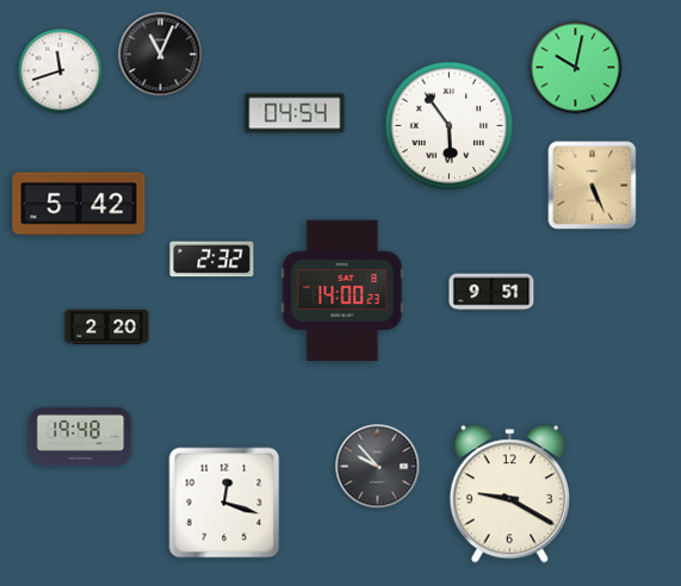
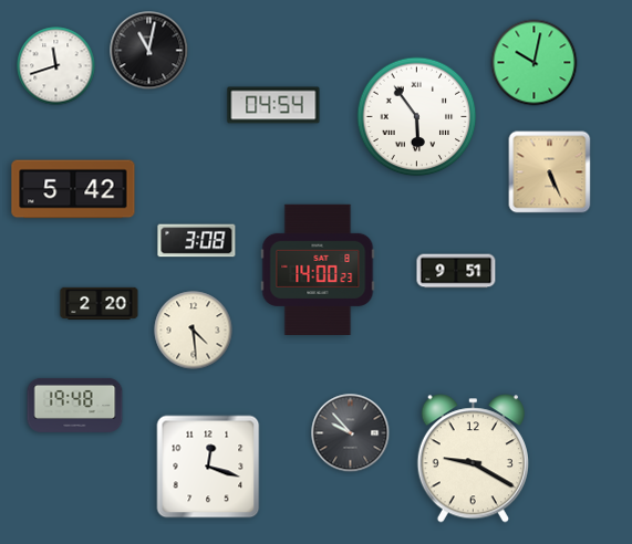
clock at (161, 55): 11:04 -> 11:02
clock at (212, 260): 2:32 -> 3:08
clock at (194, 331): none -> 4:29
